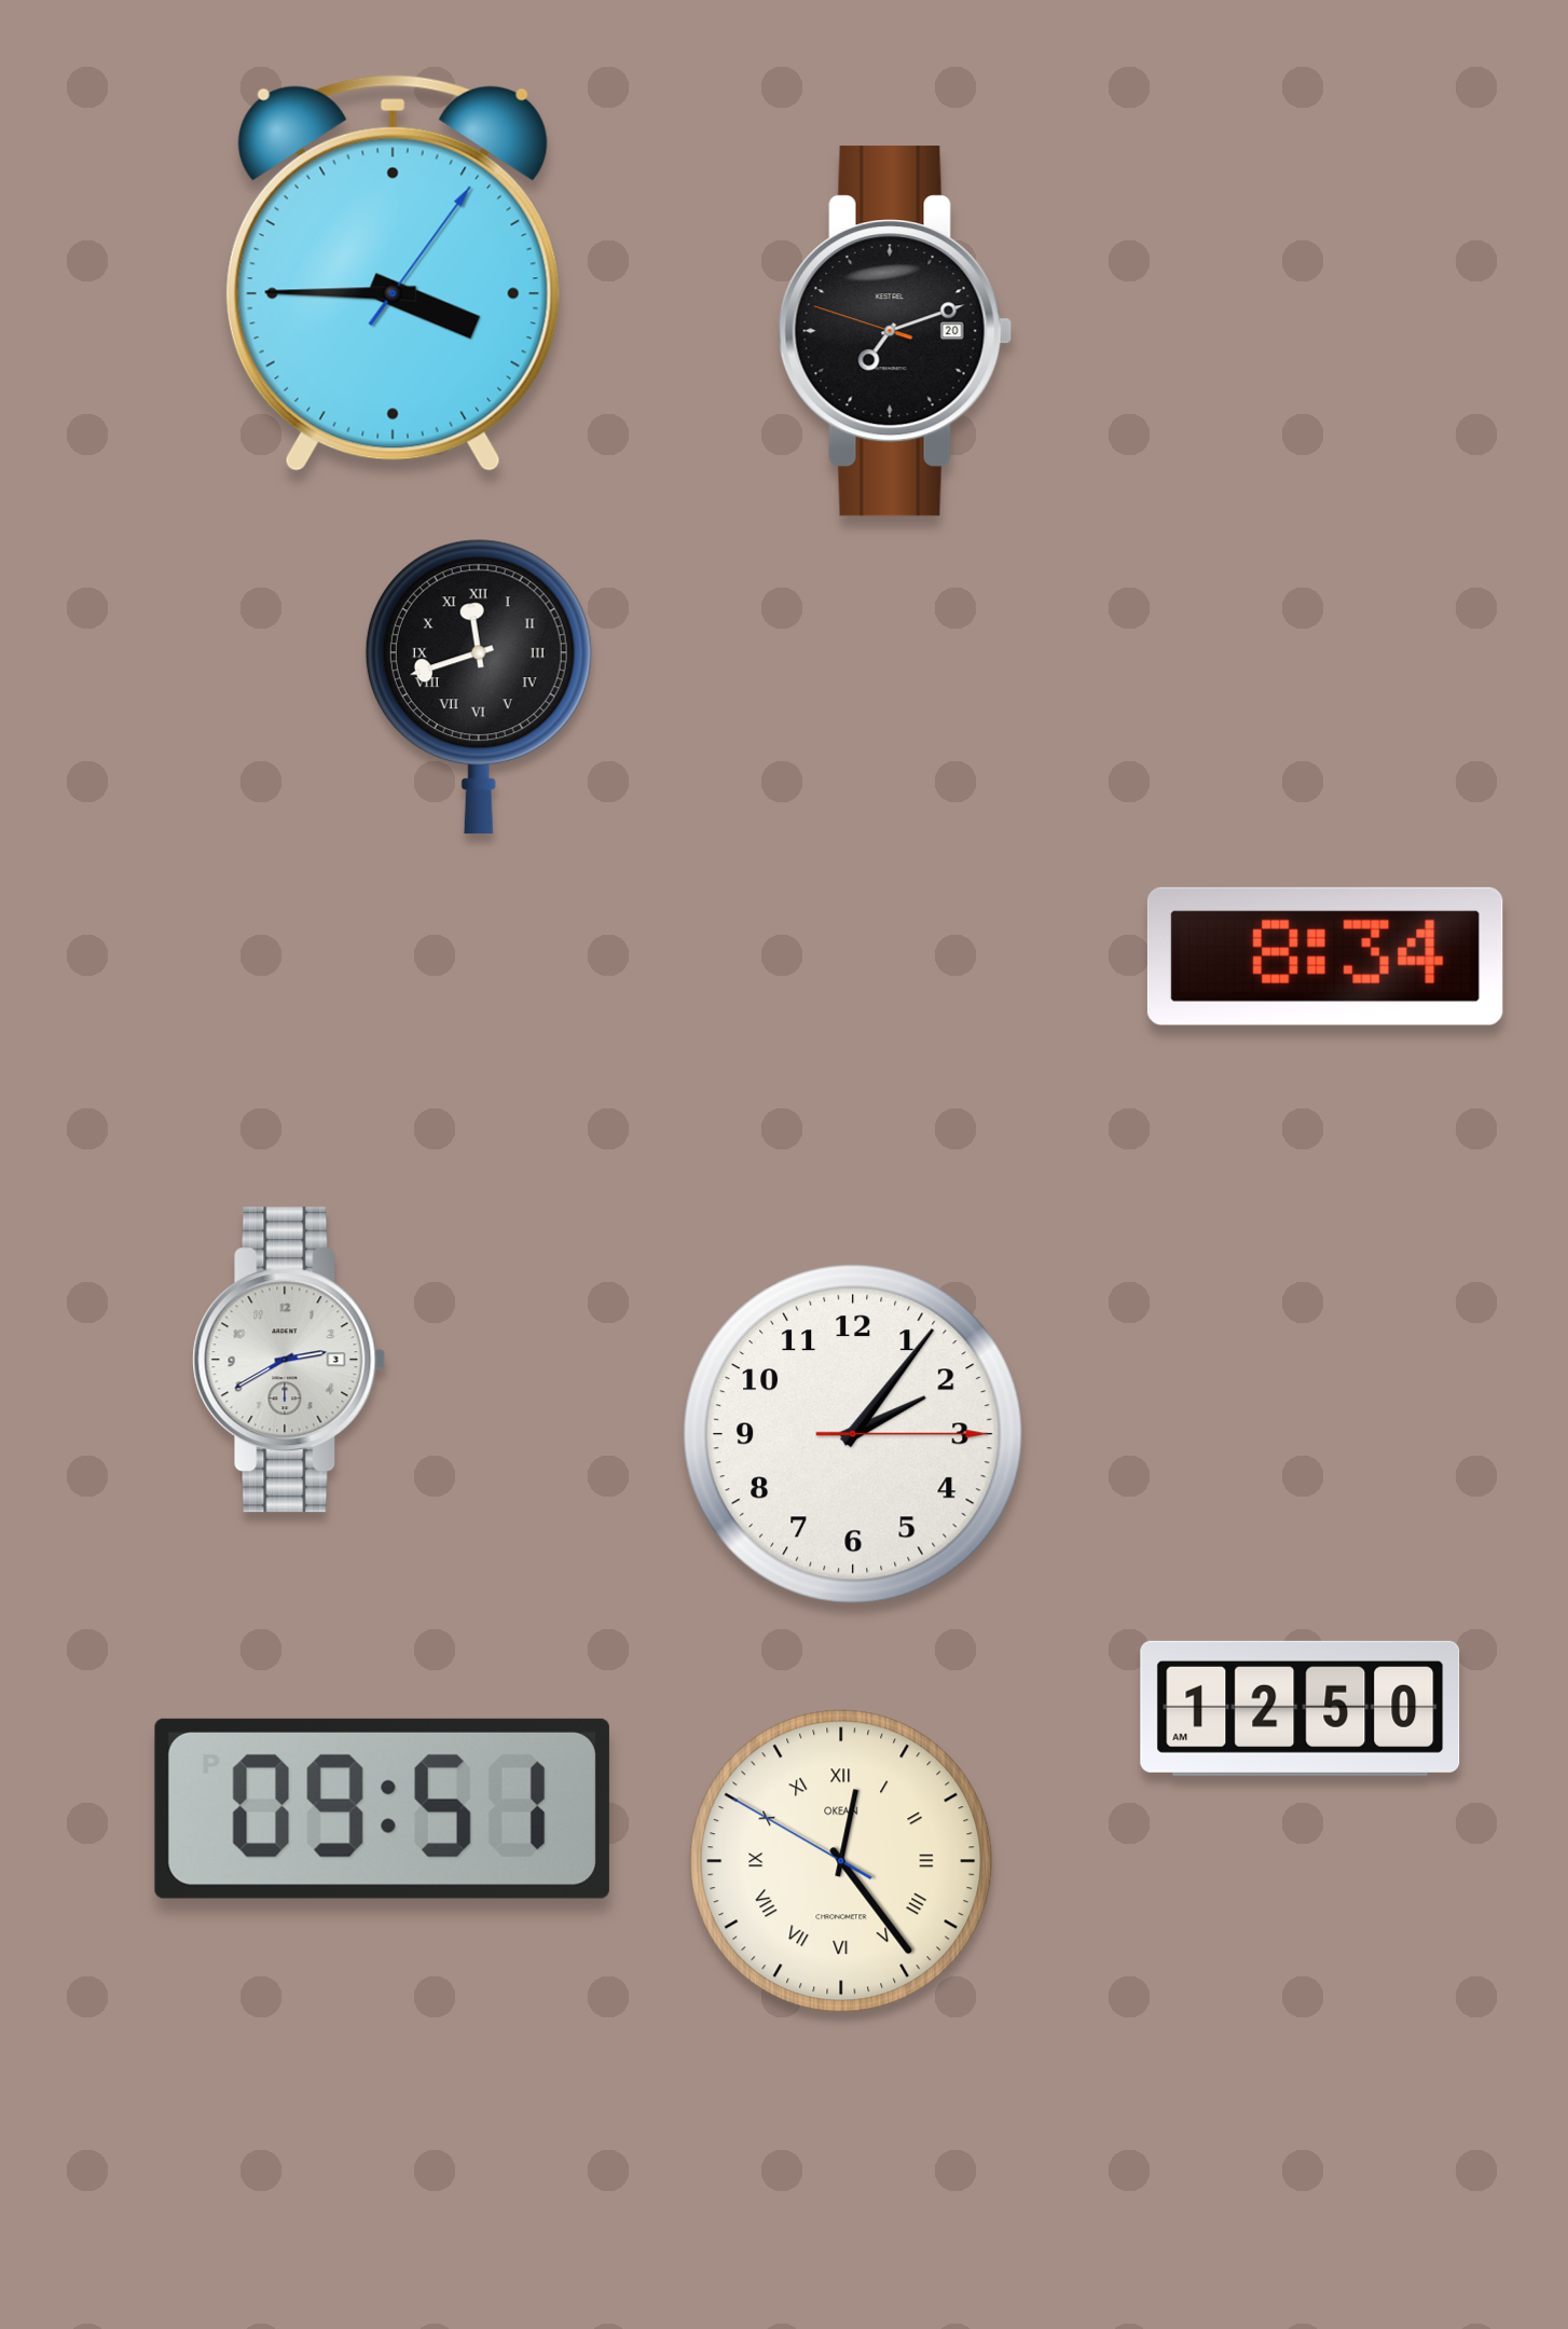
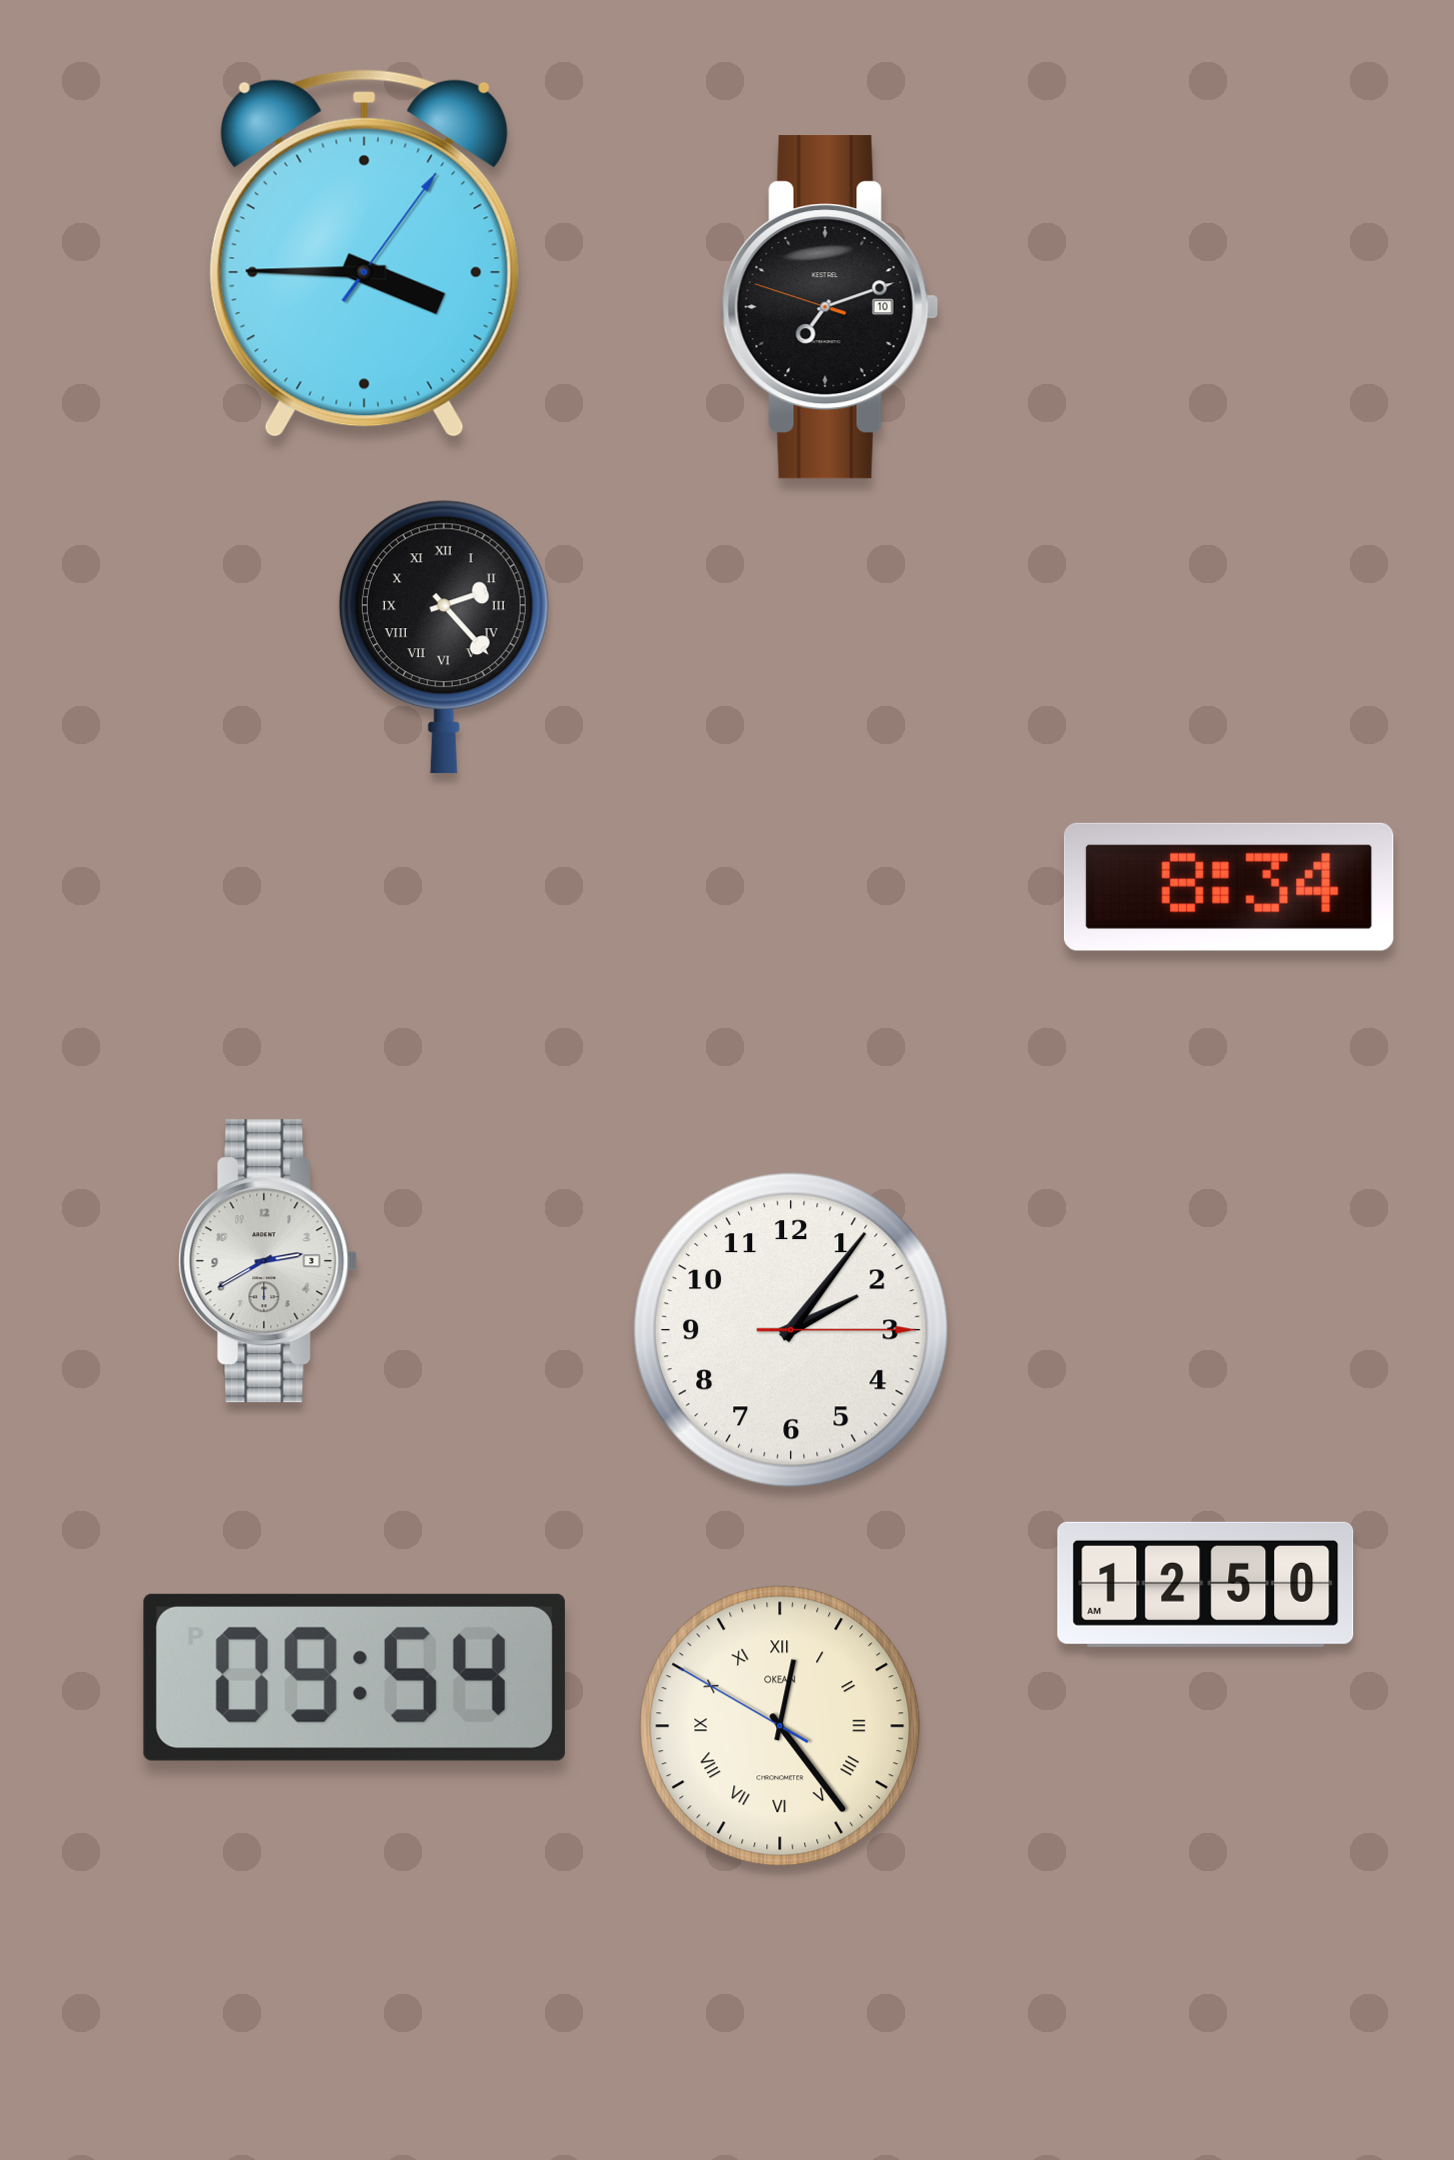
clock at (895, 331) date: 20 -> 10
clock at (479, 687): 11:42 -> 2:23
clock at (382, 1808): 09:51 -> 09:54
